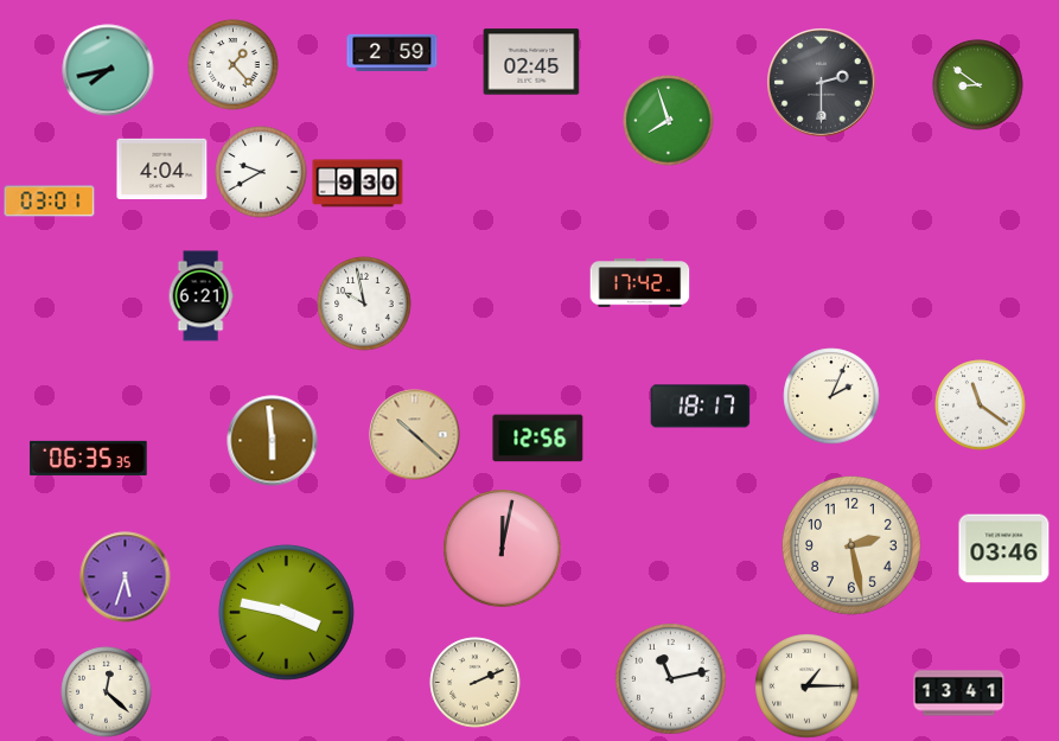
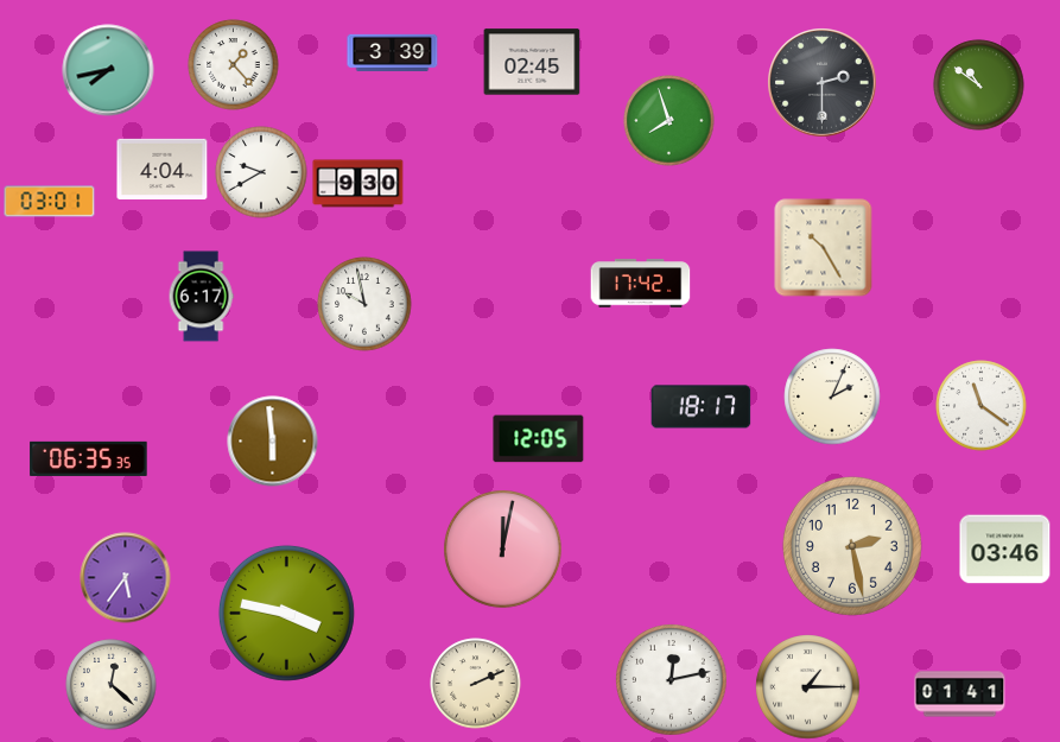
clock at (393, 52): 2:59 -> 3:39
clock at (978, 85): 8:51 -> 10:51
clock at (824, 248): none -> 10:25
clock at (200, 296): 6:21 -> 6:17
clock at (415, 435): 10:22 -> none
clock at (538, 439): 12:56 -> 12:05
clock at (126, 577): 5:33 -> 5:36
clock at (671, 679): 11:13 -> 12:13
clock at (107, 692) position: (107, 692) -> (112, 685)
clock at (959, 694): 13:41 -> 01:41
